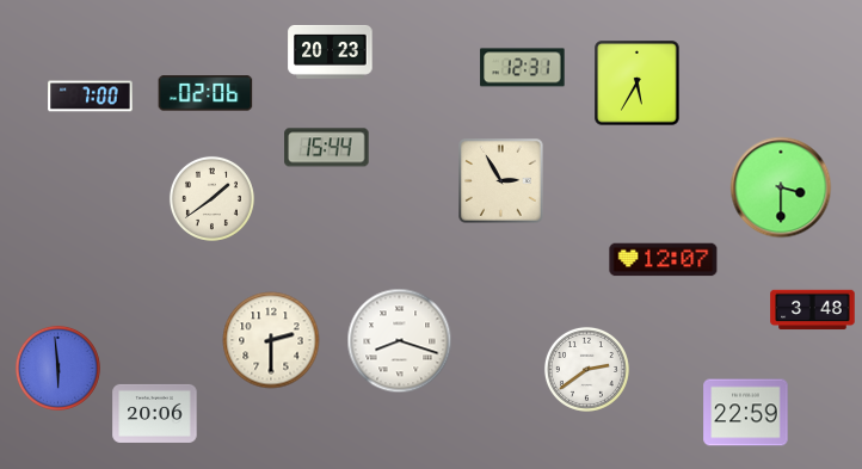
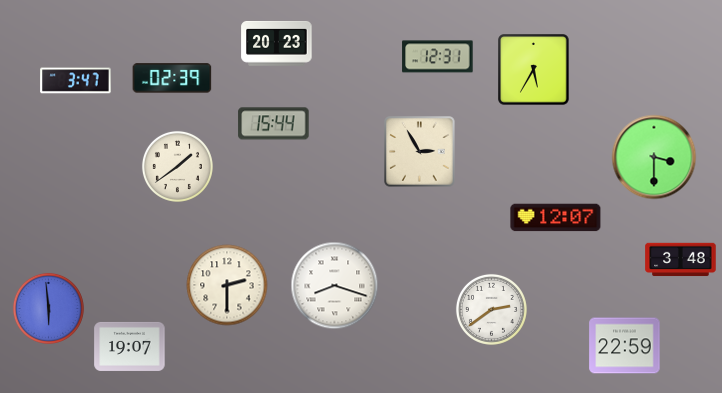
clock at (205, 93): 02:06 -> 02:39
clock at (91, 97): 7:00 -> 3:47
clock at (155, 413): 20:06 -> 19:07
